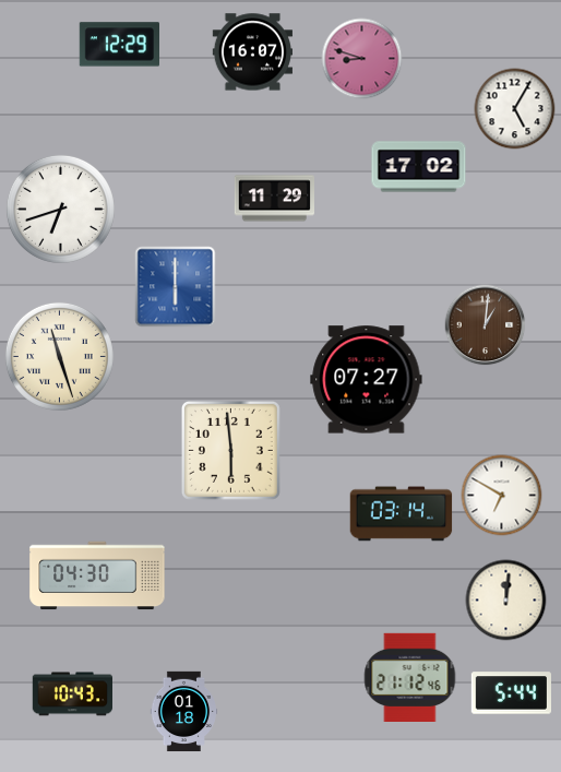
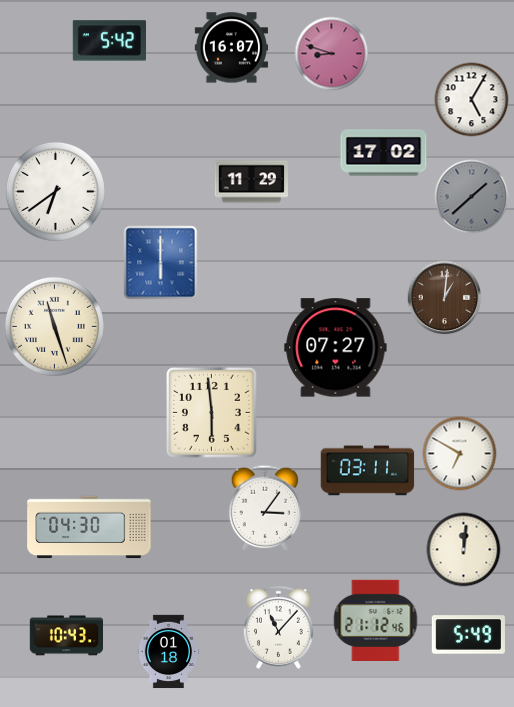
clock at (119, 45): 12:29 -> 5:42
clock at (60, 209): 6:42 -> 6:39
clock at (472, 197): none -> 1:38
clock at (402, 514): 03:14 -> 03:11
clock at (265, 508): none -> 3:06
clock at (278, 627): none -> 11:07
clock at (511, 693): 5:44 -> 5:49
